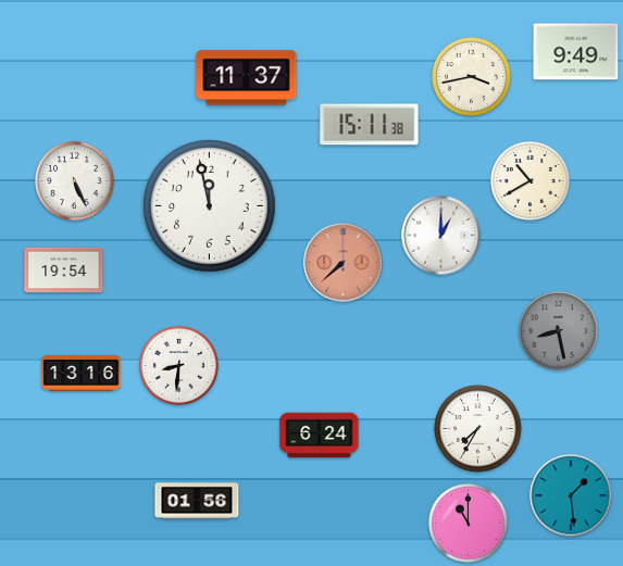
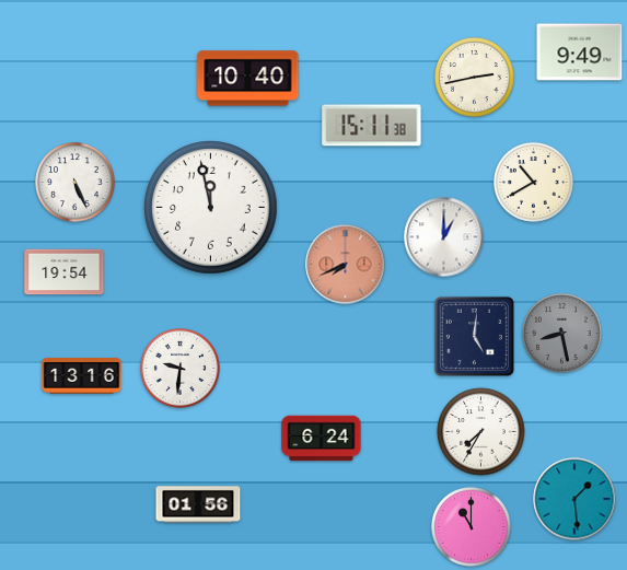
clock at (472, 77): 3:43 -> 2:43
clock at (247, 78): 11:37 -> 10:40
clock at (344, 263): 7:38 -> 7:41
clock at (474, 336): none -> 5:01
clock at (179, 366): 8:31 -> 9:31
